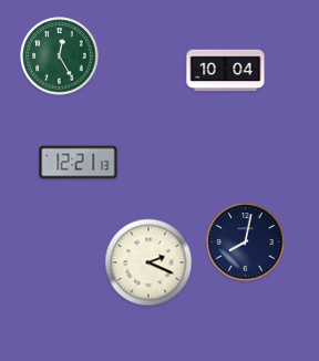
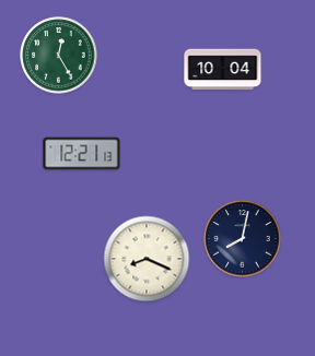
clock at (79, 163) position: (79, 163) -> (82, 154)
clock at (148, 262): 2:19 -> 8:19
